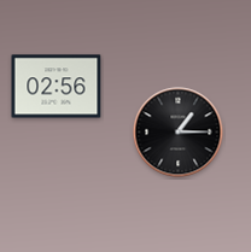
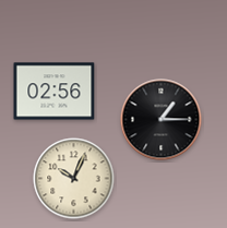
clock at (57, 87) position: (57, 87) -> (55, 92)
clock at (74, 179): none -> 10:04
